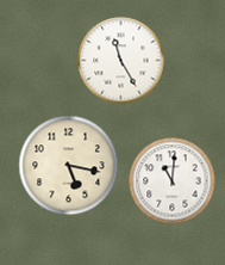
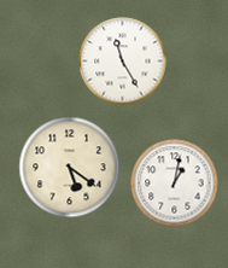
clock at (69, 166): 5:17 -> 5:21
clock at (173, 181): 11:01 -> 1:02
